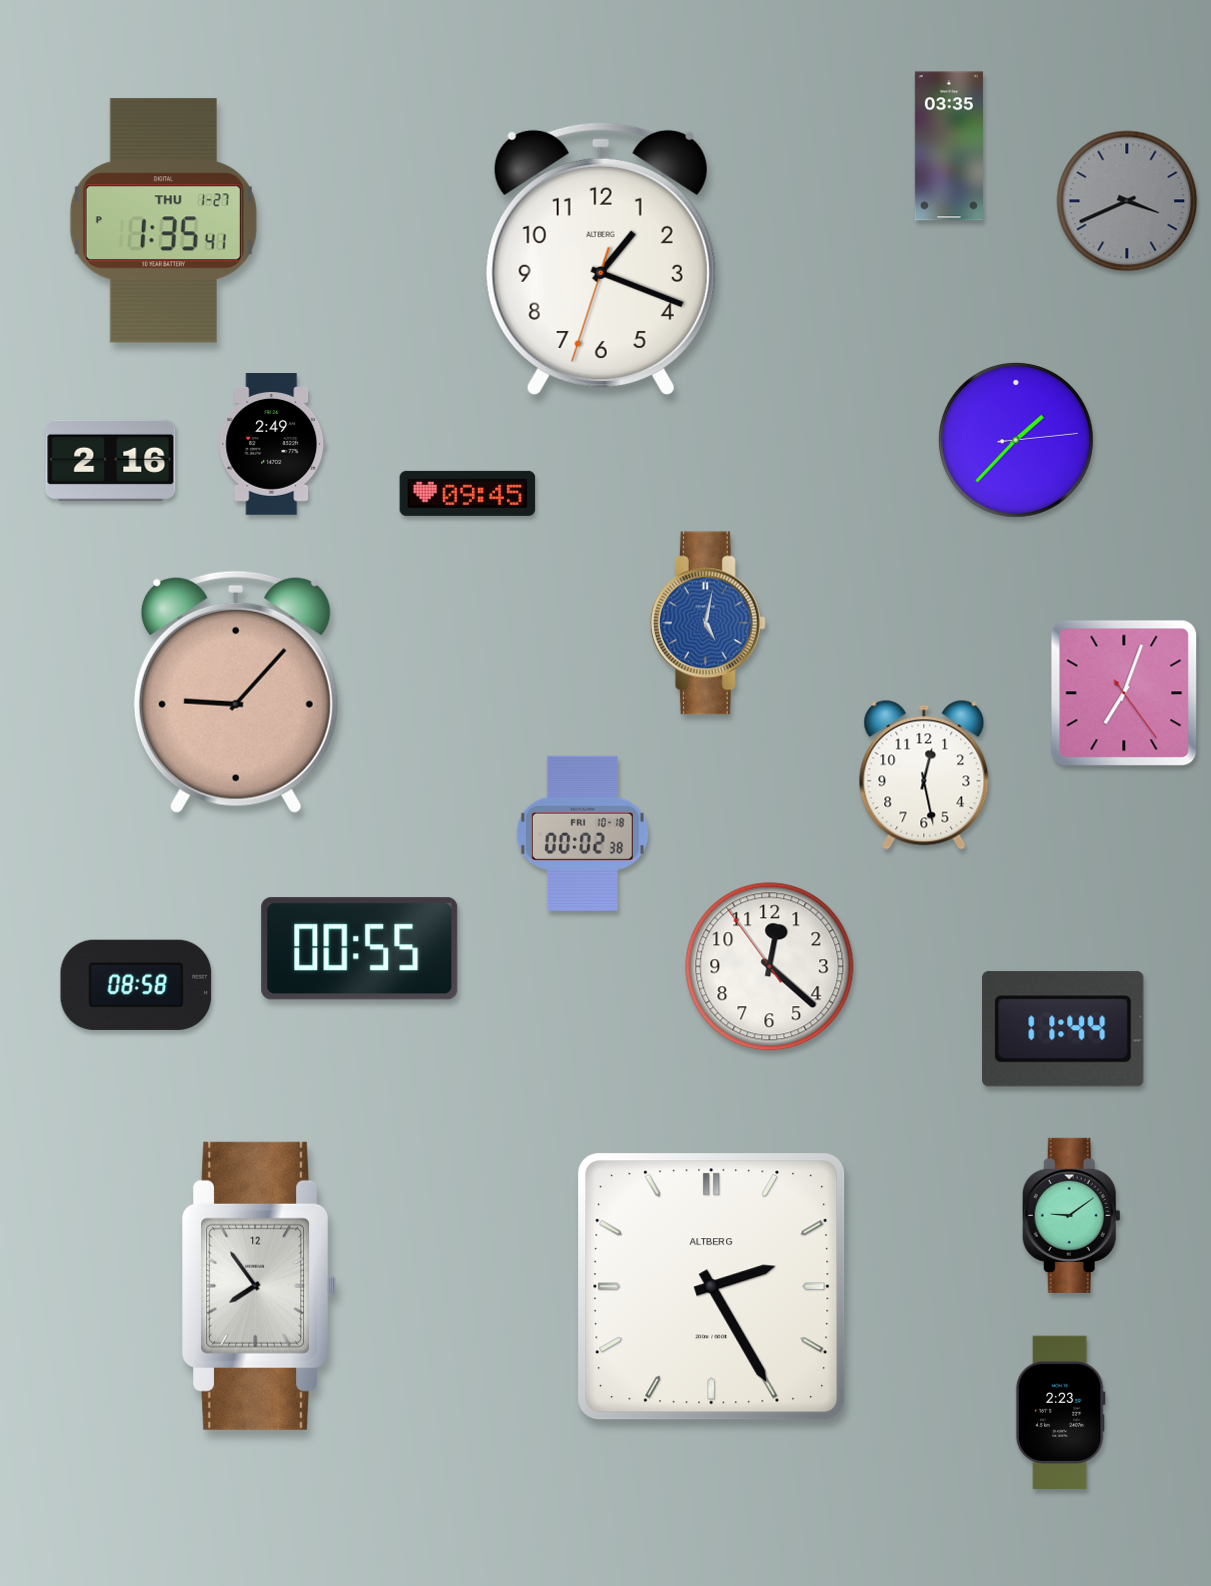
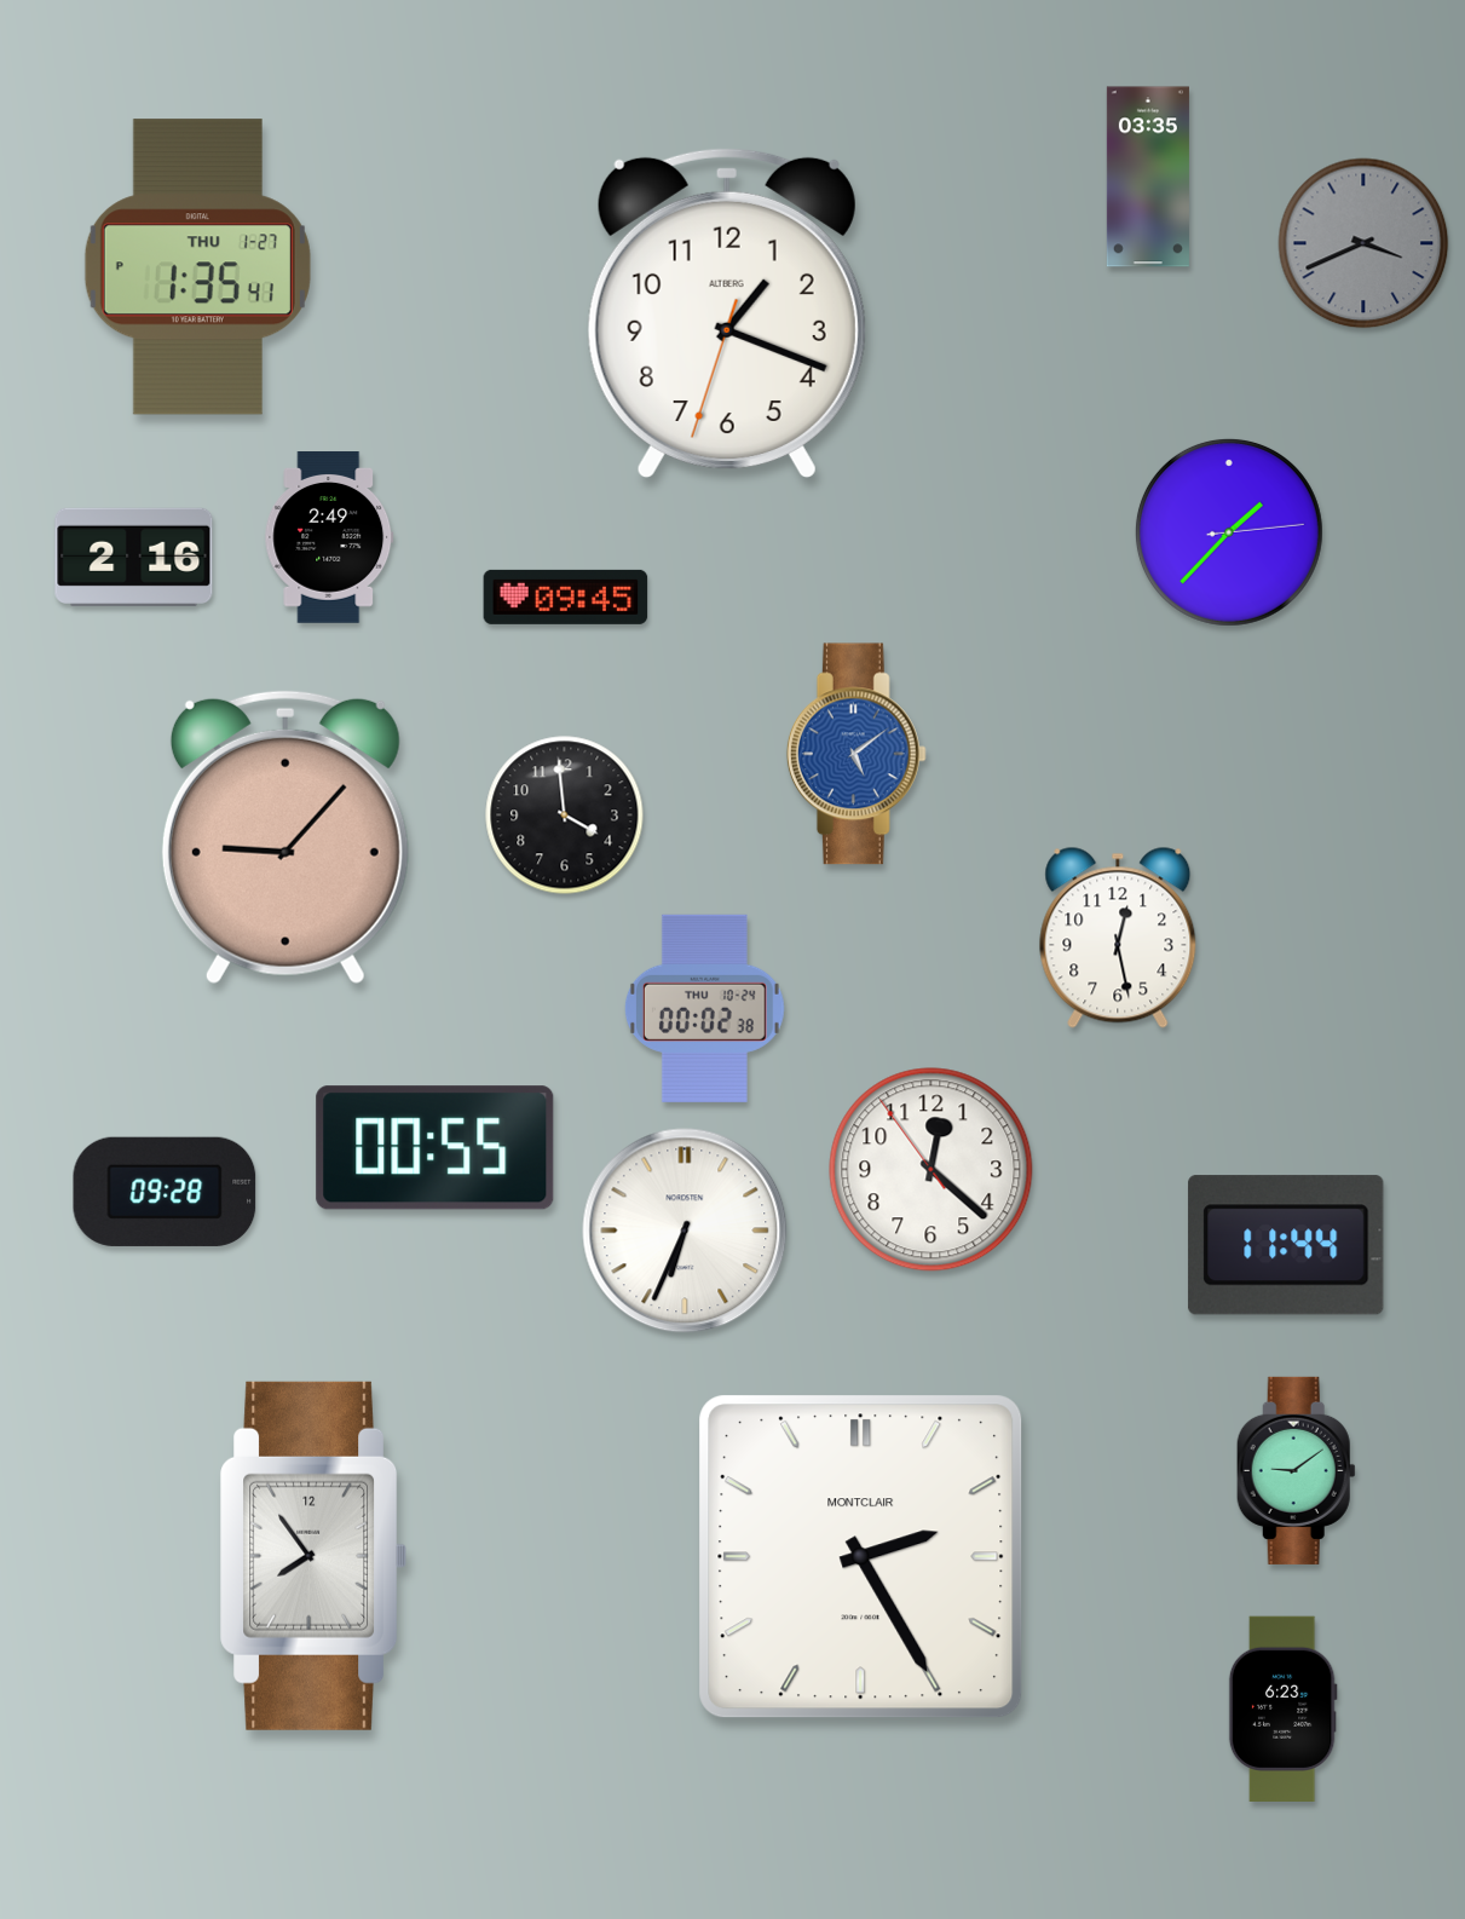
clock at (708, 623): 5:02 -> 5:09
clock at (565, 816): none -> 3:59
clock at (1124, 693): 7:03 -> none
clock at (582, 833) date: FRI 10-18 -> THU 10-24
clock at (136, 985): 08:58 -> 09:28
clock at (685, 1231): none -> 6:34
clock at (712, 1287) brand: ALTBERG -> MONTCLAIR
clock at (1060, 1412): 2:23 -> 6:23
